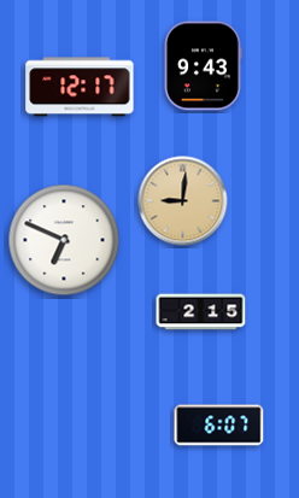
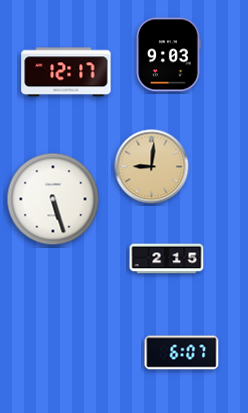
clock at (203, 66): 9:43 -> 9:03
clock at (64, 240): 6:49 -> 5:27
